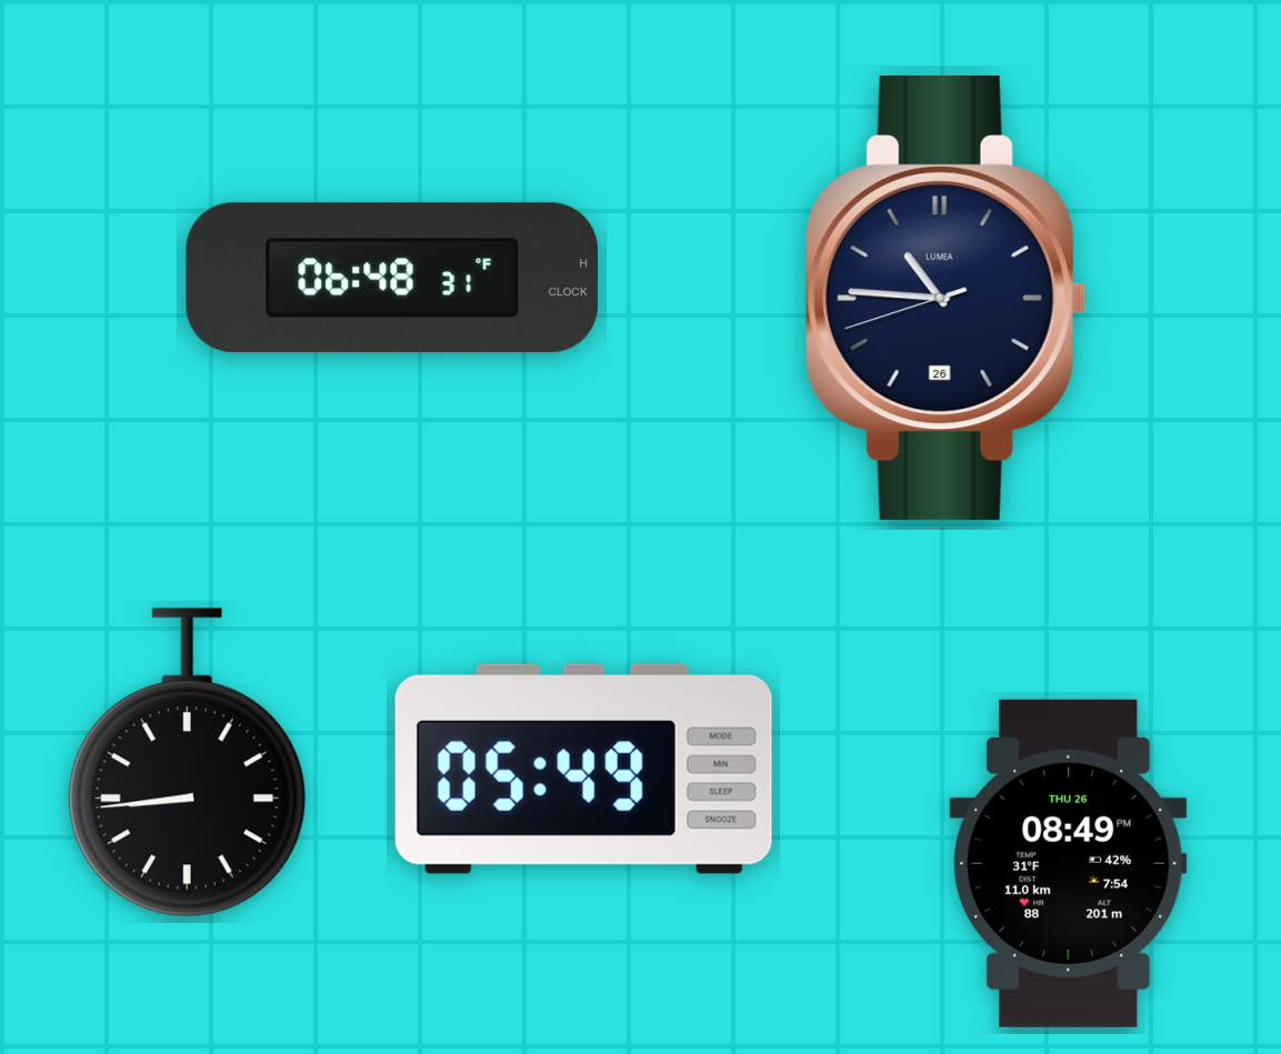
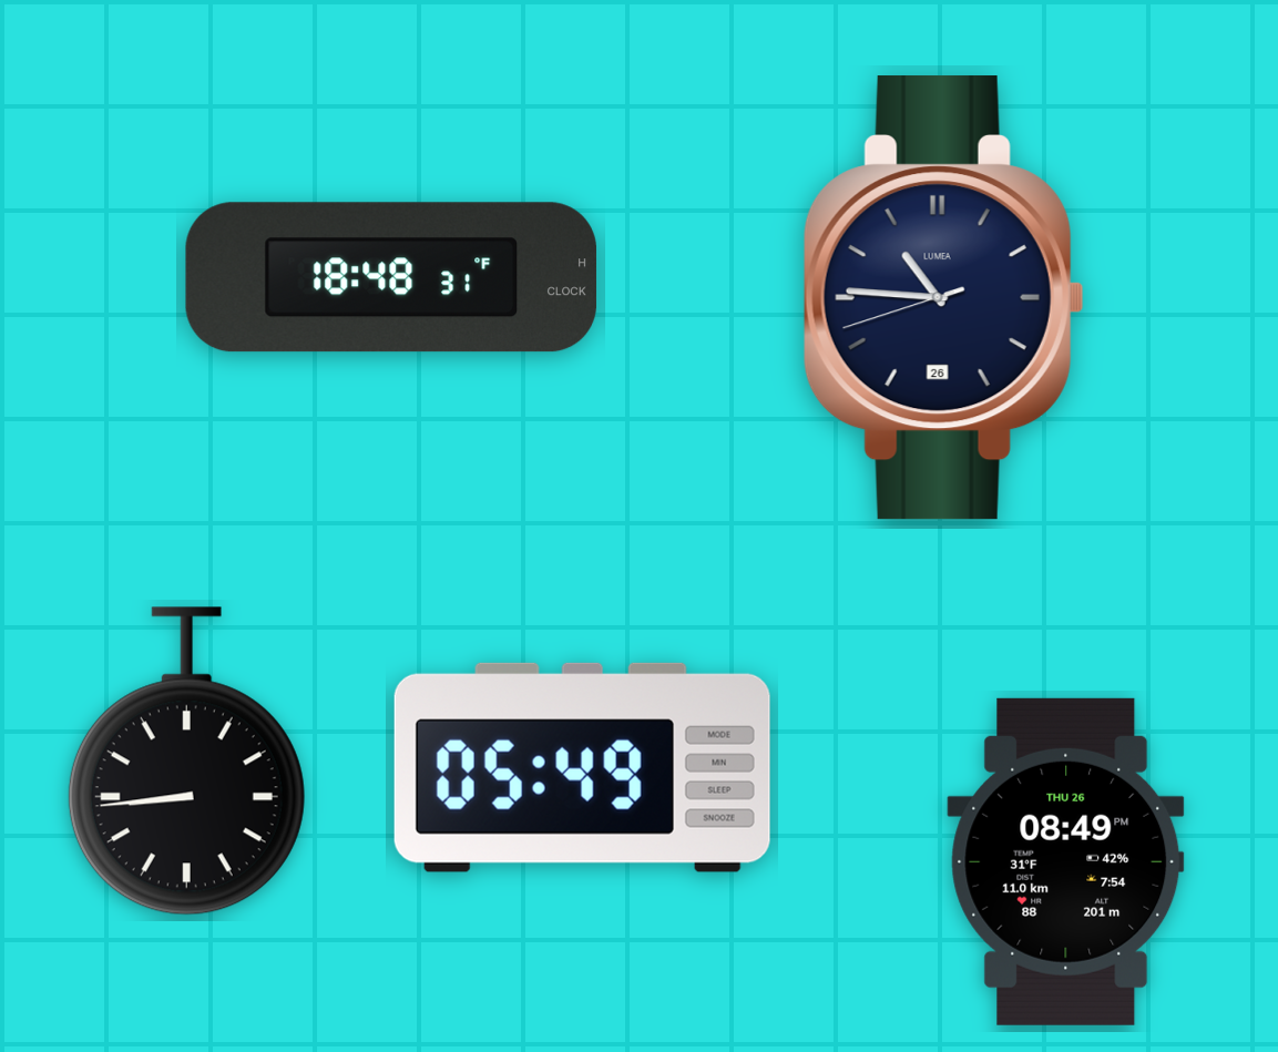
clock at (392, 278): 06:48 -> 18:48
